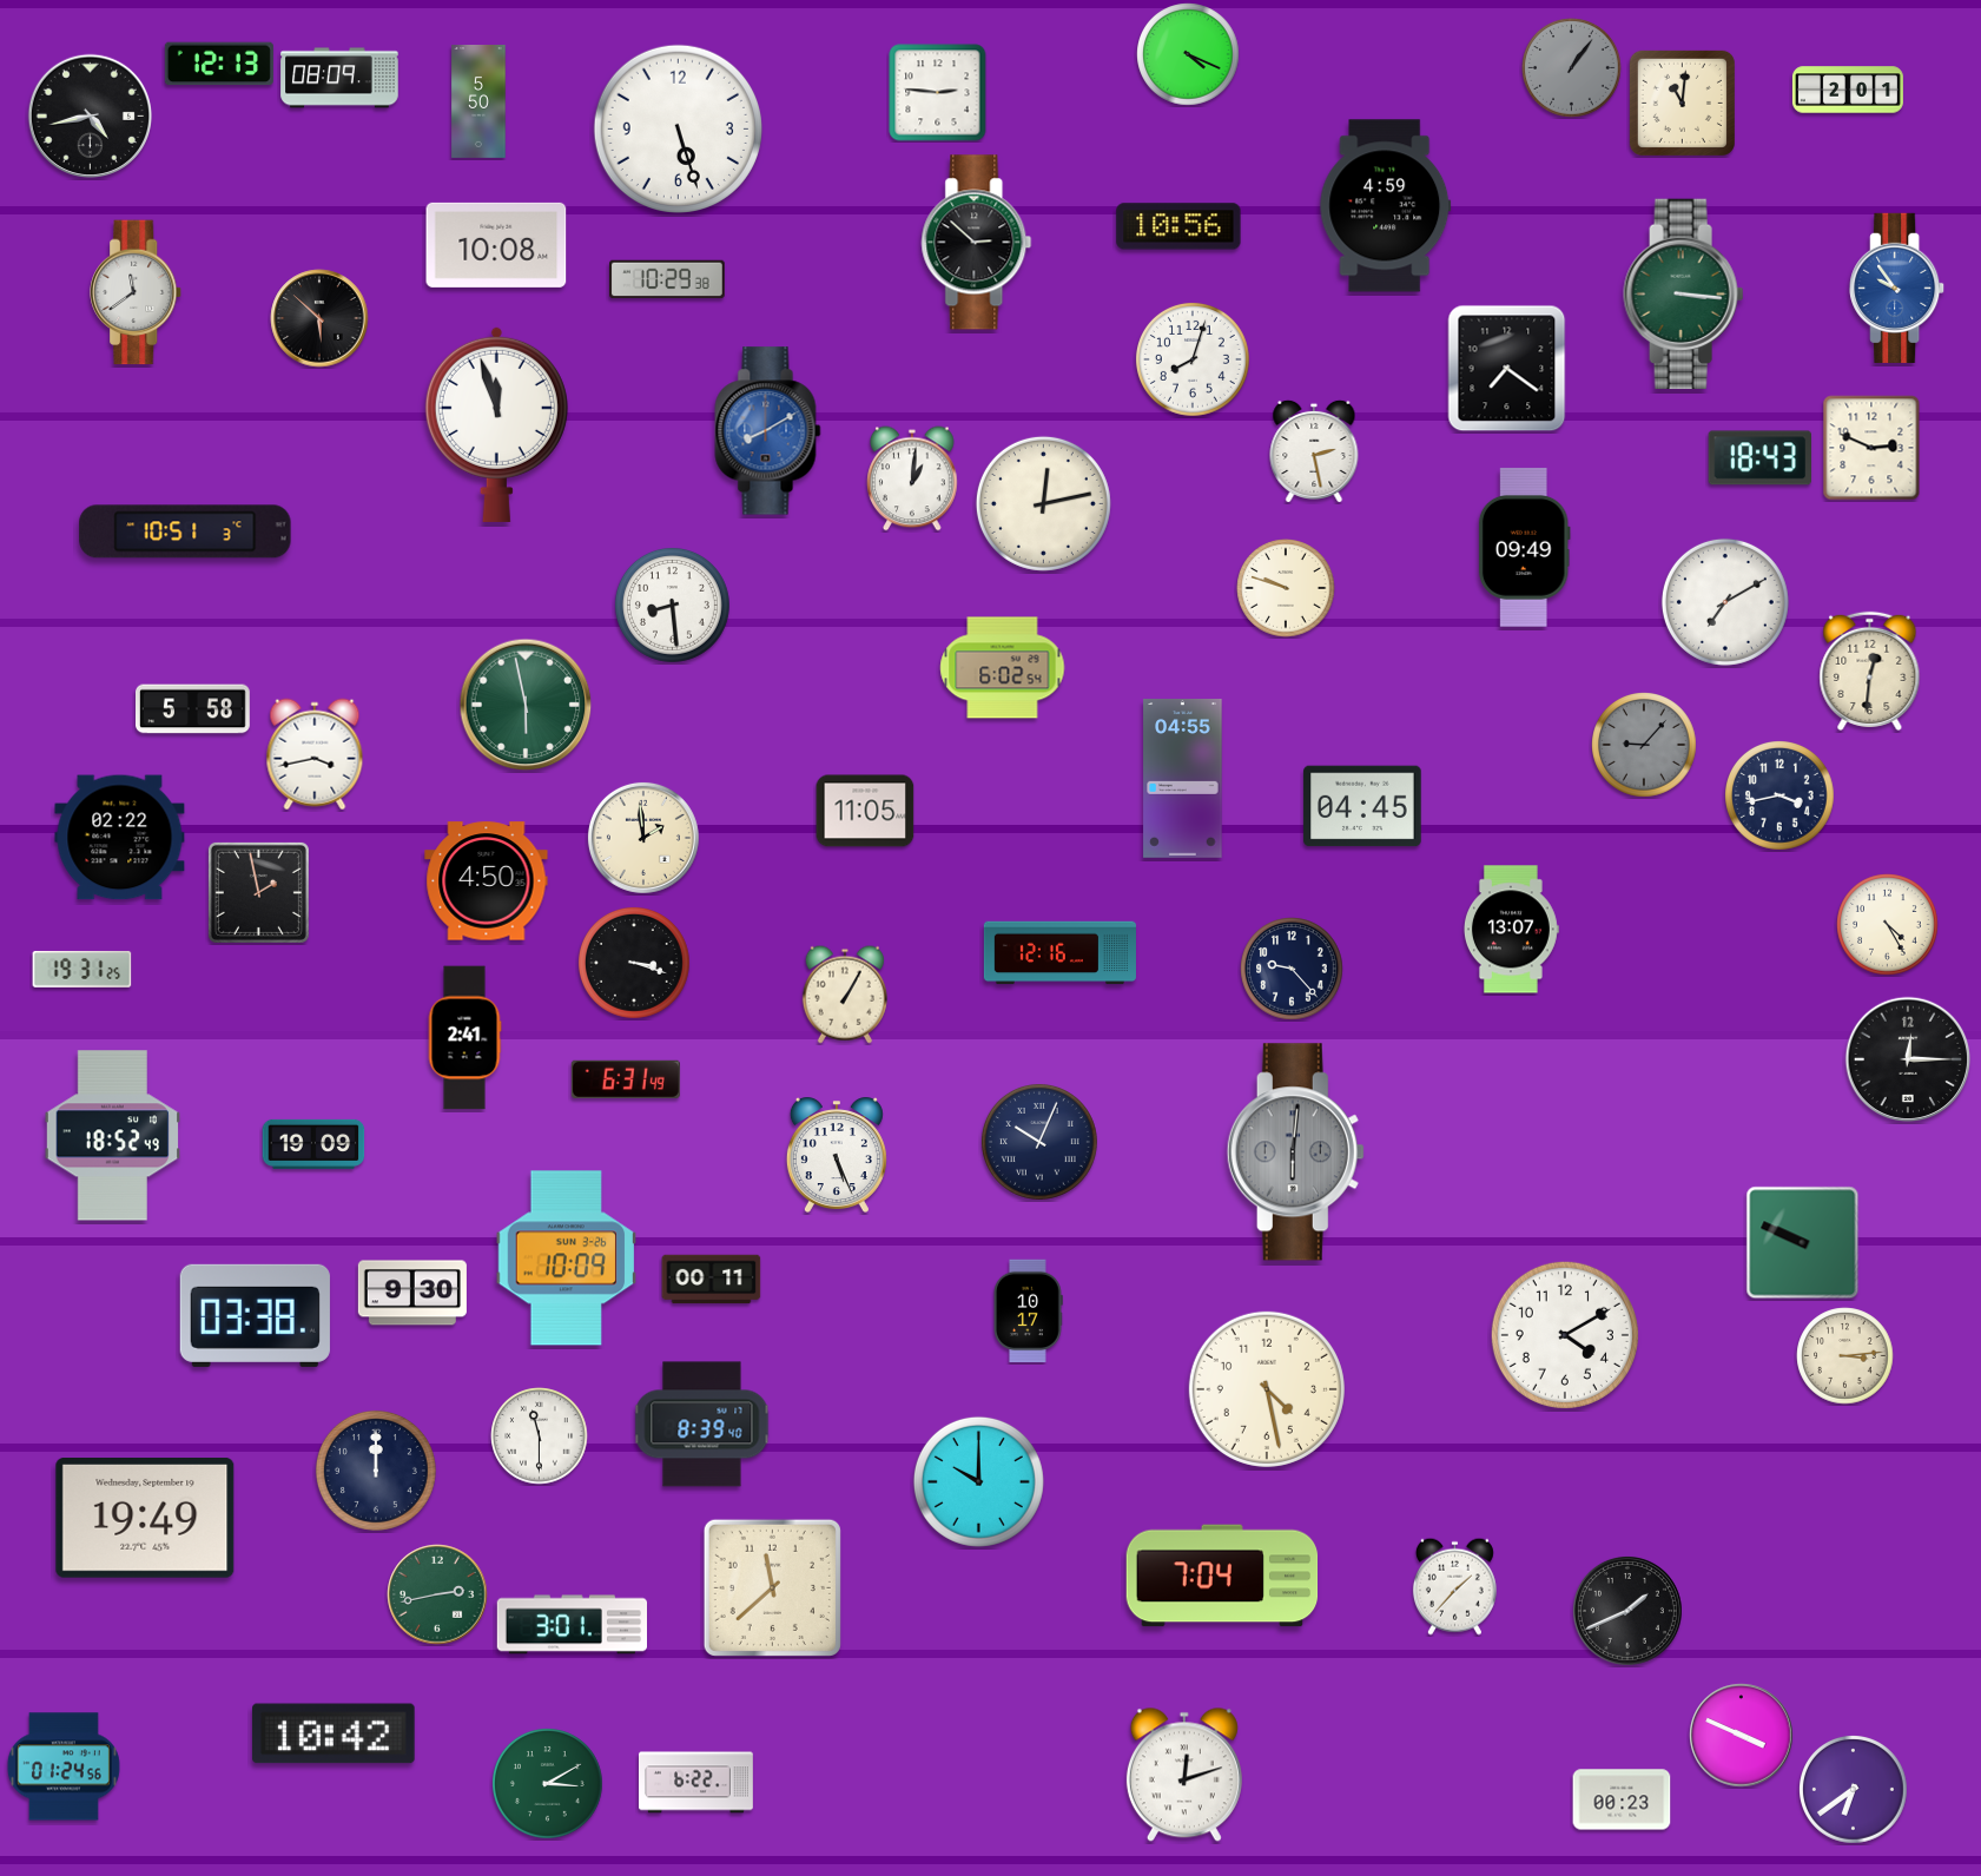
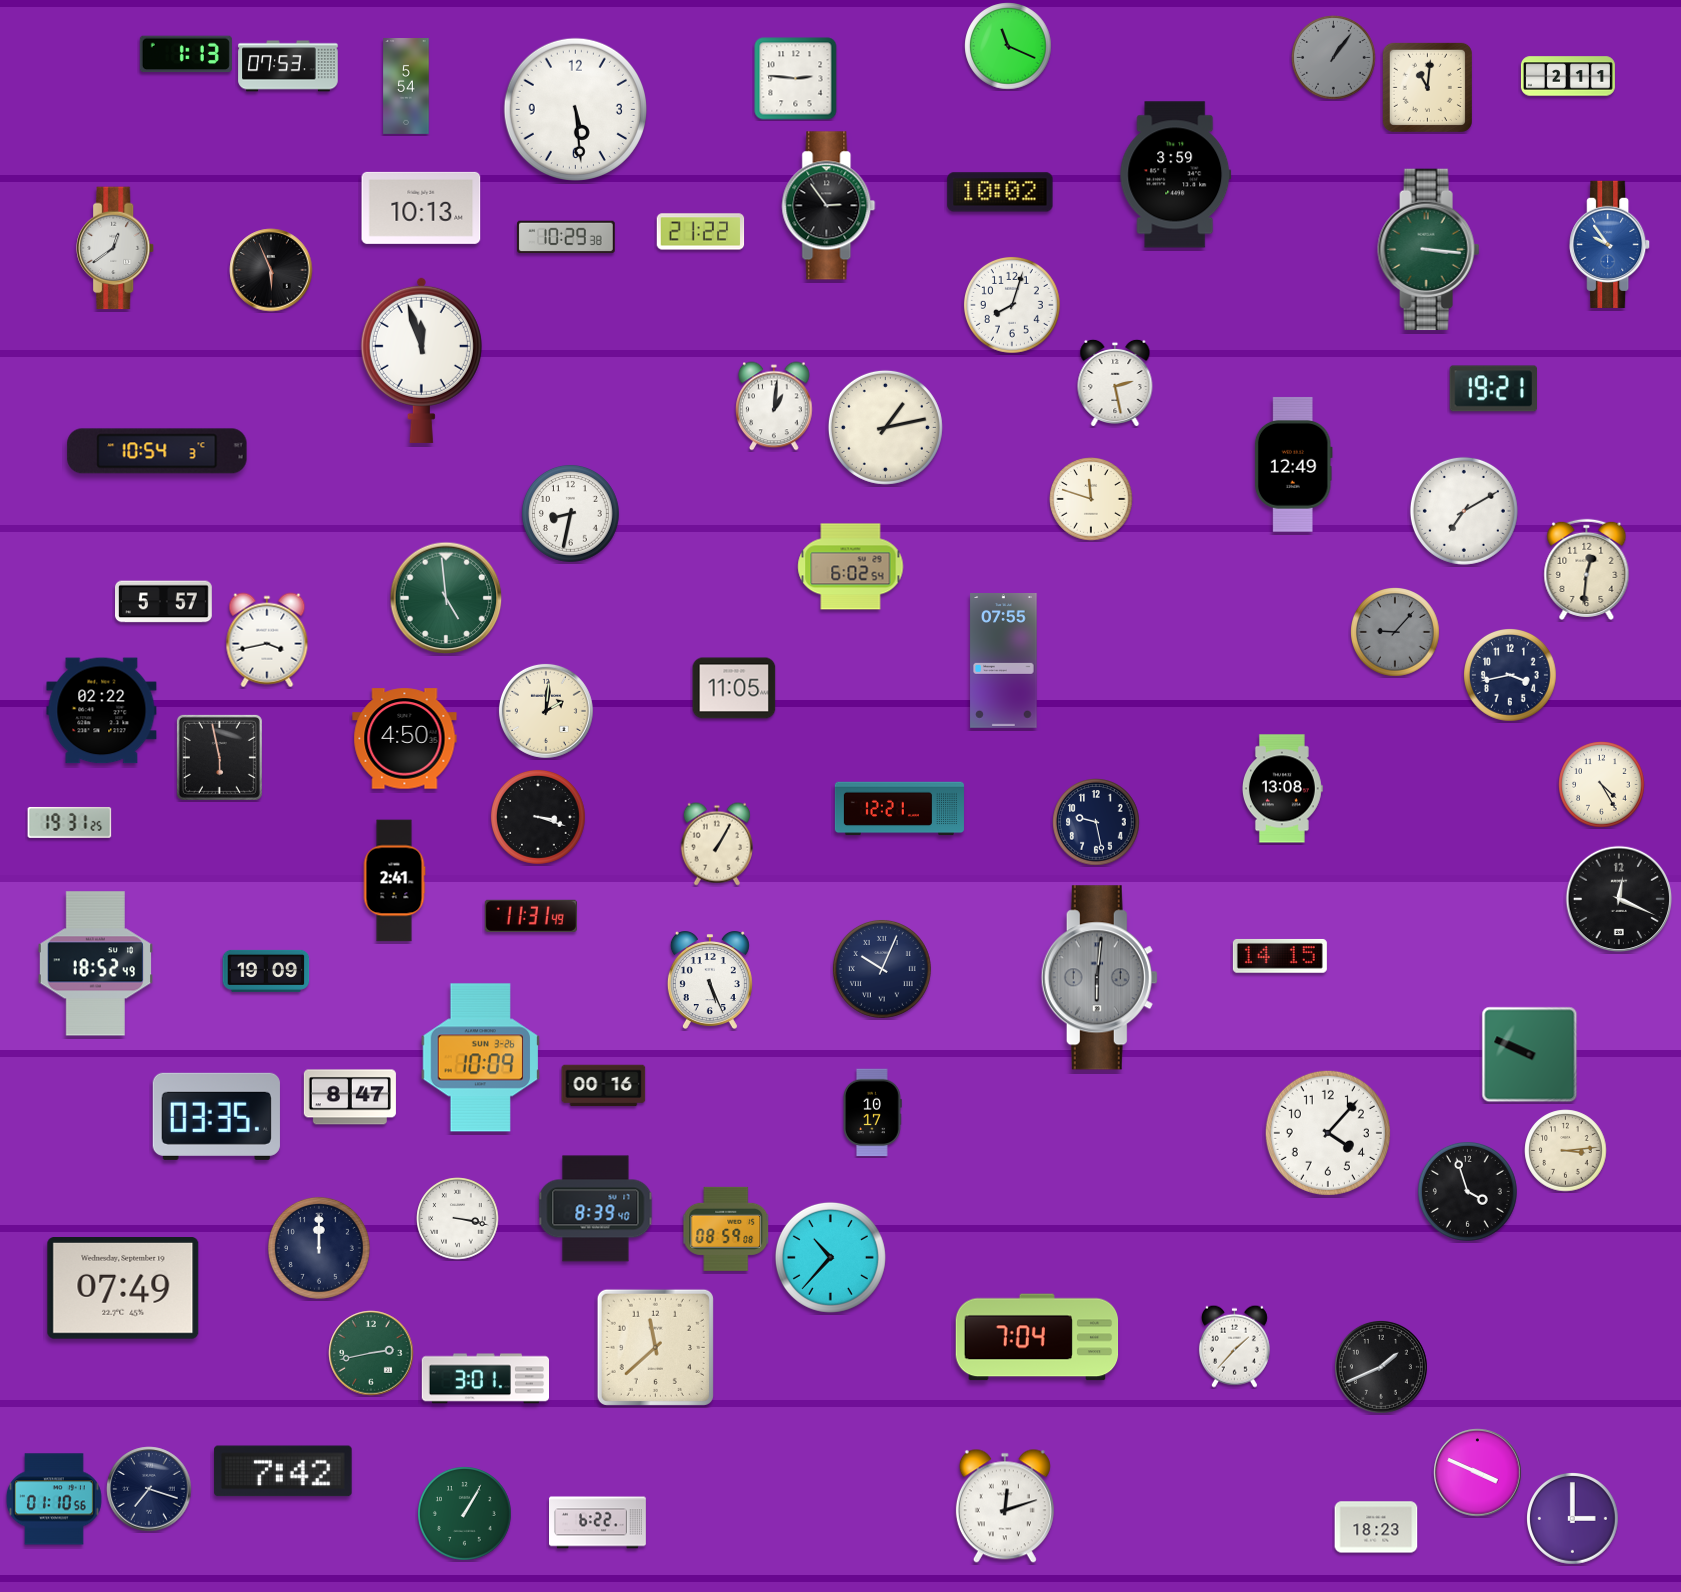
clock at (1188, 54): 4:19 -> 11:19
clock at (219, 64): 12:13 -> 1:13
clock at (339, 78): 08:09 -> 07:53
clock at (1848, 90): 2:01 -> 2:11
clock at (478, 103): 5:50 -> 5:54
clock at (91, 117): 4:43 -> none
clock at (678, 128): 5:27 -> 5:29
clock at (1386, 206): 4:59 -> 3:59
clock at (1178, 226): 10:56 -> 10:02
clock at (977, 243): 2:52 -> 2:54
clock at (496, 245): 10:08 -> 10:13
clock at (701, 232): none -> 21:22
clock at (137, 292): 11:39 -> 12:39
clock at (319, 318): 5:52 -> 5:56
clock at (1507, 369): 7:21 -> none
clock at (768, 431): 8:10 -> none
clock at (1871, 448): 2:49 -> none
clock at (1761, 458): 18:43 -> 19:21
clock at (1043, 503): 12:13 -> 1:13
clock at (185, 531): 10:51 -> 10:54
clock at (1524, 547): 09:49 -> 12:49
clock at (1286, 588): 9:48 -> 11:48
clock at (672, 605): 8:29 -> 8:32
clock at (526, 705): 5:58 -> 4:59
clock at (193, 709): 5:58 -> 5:57
clock at (1183, 779): 04:55 -> 07:55
clock at (1362, 806): 04:45 -> none
clock at (643, 838): 1:59 -> 2:01
clock at (487, 881) position: (487, 881) -> (405, 739)
clock at (258, 892): 1:58 -> 5:58
clock at (1511, 930): 13:07 -> 13:08
clock at (1059, 953): 12:16 -> 12:21
clock at (1292, 969): 9:23 -> 9:28
clock at (1908, 1059): 12:15 -> 12:19
clock at (626, 1079): 6:31 -> 11:31
clock at (1280, 956): none -> 14:15
clock at (567, 1259) position: (567, 1259) -> (481, 1058)
clock at (712, 1280): 00:11 -> 00:16
clock at (412, 1293): 9:30 -> 8:47
clock at (255, 1315): 03:38 -> 03:35
clock at (1565, 1335): 4:10 -> 4:07
clock at (1267, 1389): 4:28 -> none
clock at (1467, 1191): none -> 3:57
clock at (540, 1436): 11:30 -> 3:17
clock at (726, 1229): none -> 08:59
clock at (978, 1481): 10:00 -> 10:37
clock at (145, 1519): 19:49 -> 07:49
clock at (334, 1733): 10:42 -> 7:42
clock at (149, 1489): none -> 7:18
clock at (64, 1766): 01:24 -> 01:10
clock at (696, 1783) position: (696, 1783) -> (598, 1523)
clock at (548, 1784): 3:10 -> 1:05
clock at (1854, 1790): 6:39 -> 3:00
clock at (1622, 1799): 00:23 -> 18:23
